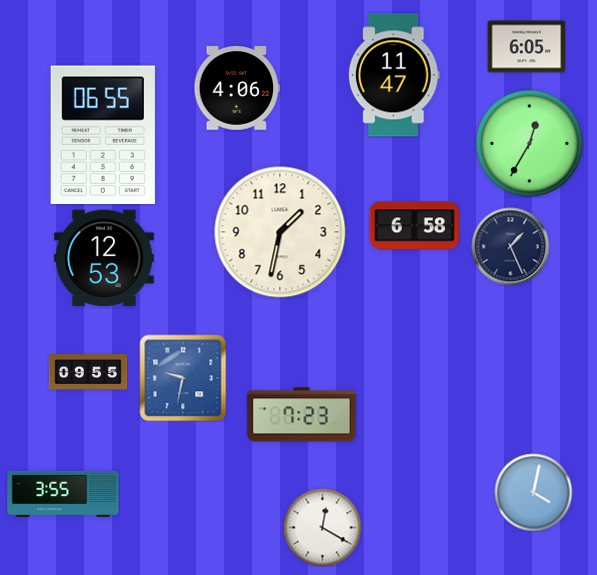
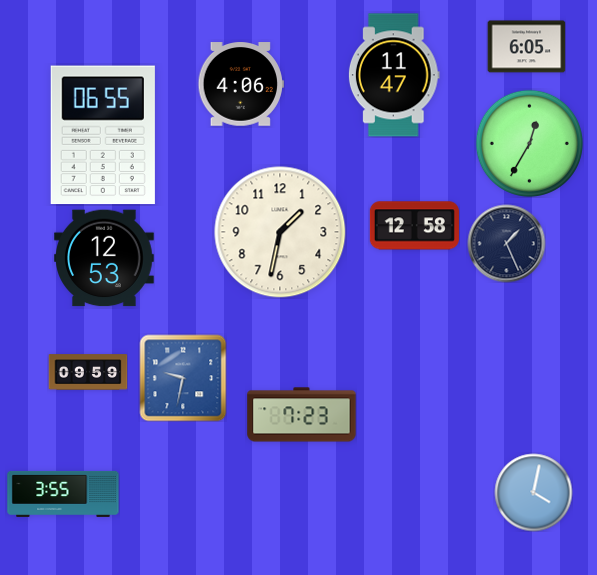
clock at (236, 88) position: (236, 88) -> (240, 84)
clock at (414, 226): 6:58 -> 12:58
clock at (510, 246) position: (510, 246) -> (506, 243)
clock at (88, 372): 09:55 -> 09:59
clock at (322, 527): 12:20 -> none
